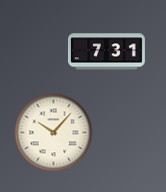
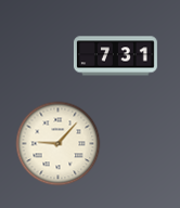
clock at (53, 132): 10:07 -> 9:07
